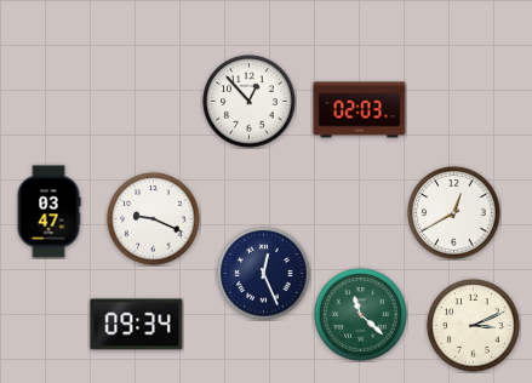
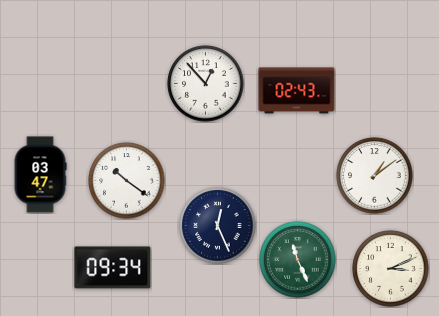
clock at (360, 110): 02:03 -> 02:43
clock at (454, 213): 12:40 -> 1:09
clock at (154, 219): 9:19 -> 10:21
clock at (361, 315): 11:22 -> 11:26
